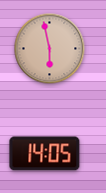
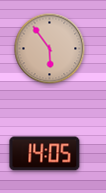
clock at (50, 49): 5:58 -> 5:54
